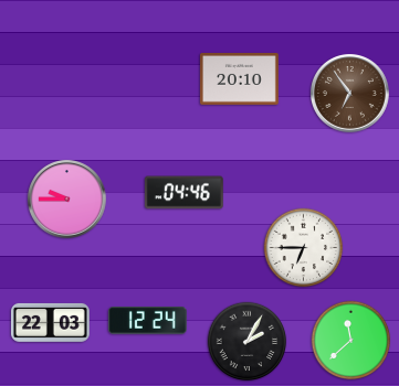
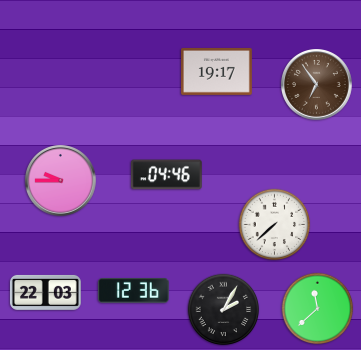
clock at (240, 78): 20:10 -> 19:17
clock at (304, 248): 6:45 -> 7:38
clock at (147, 321): 12:24 -> 12:36
